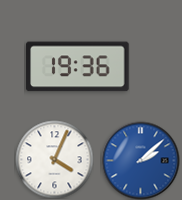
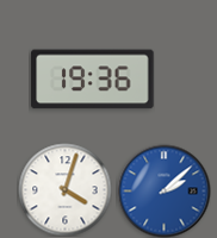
clock at (54, 159): 4:04 -> 4:03
clock at (140, 160) position: (140, 160) -> (163, 190)
